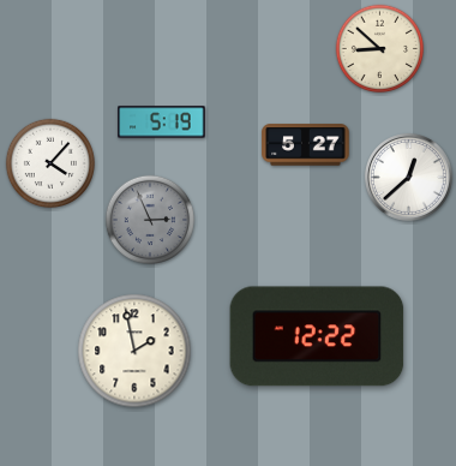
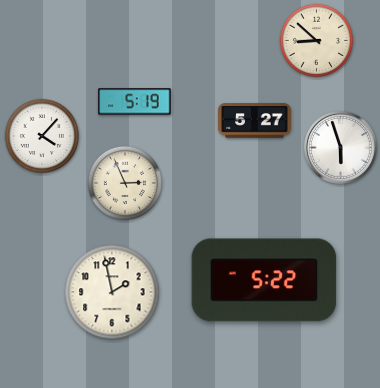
clock at (409, 178): 12:38 -> 5:57
clock at (149, 219) dial: grey -> cream
clock at (317, 336): 12:22 -> 5:22
